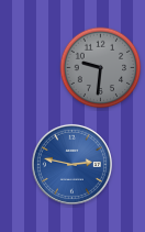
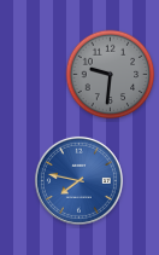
clock at (71, 164): 2:47 -> 7:47
